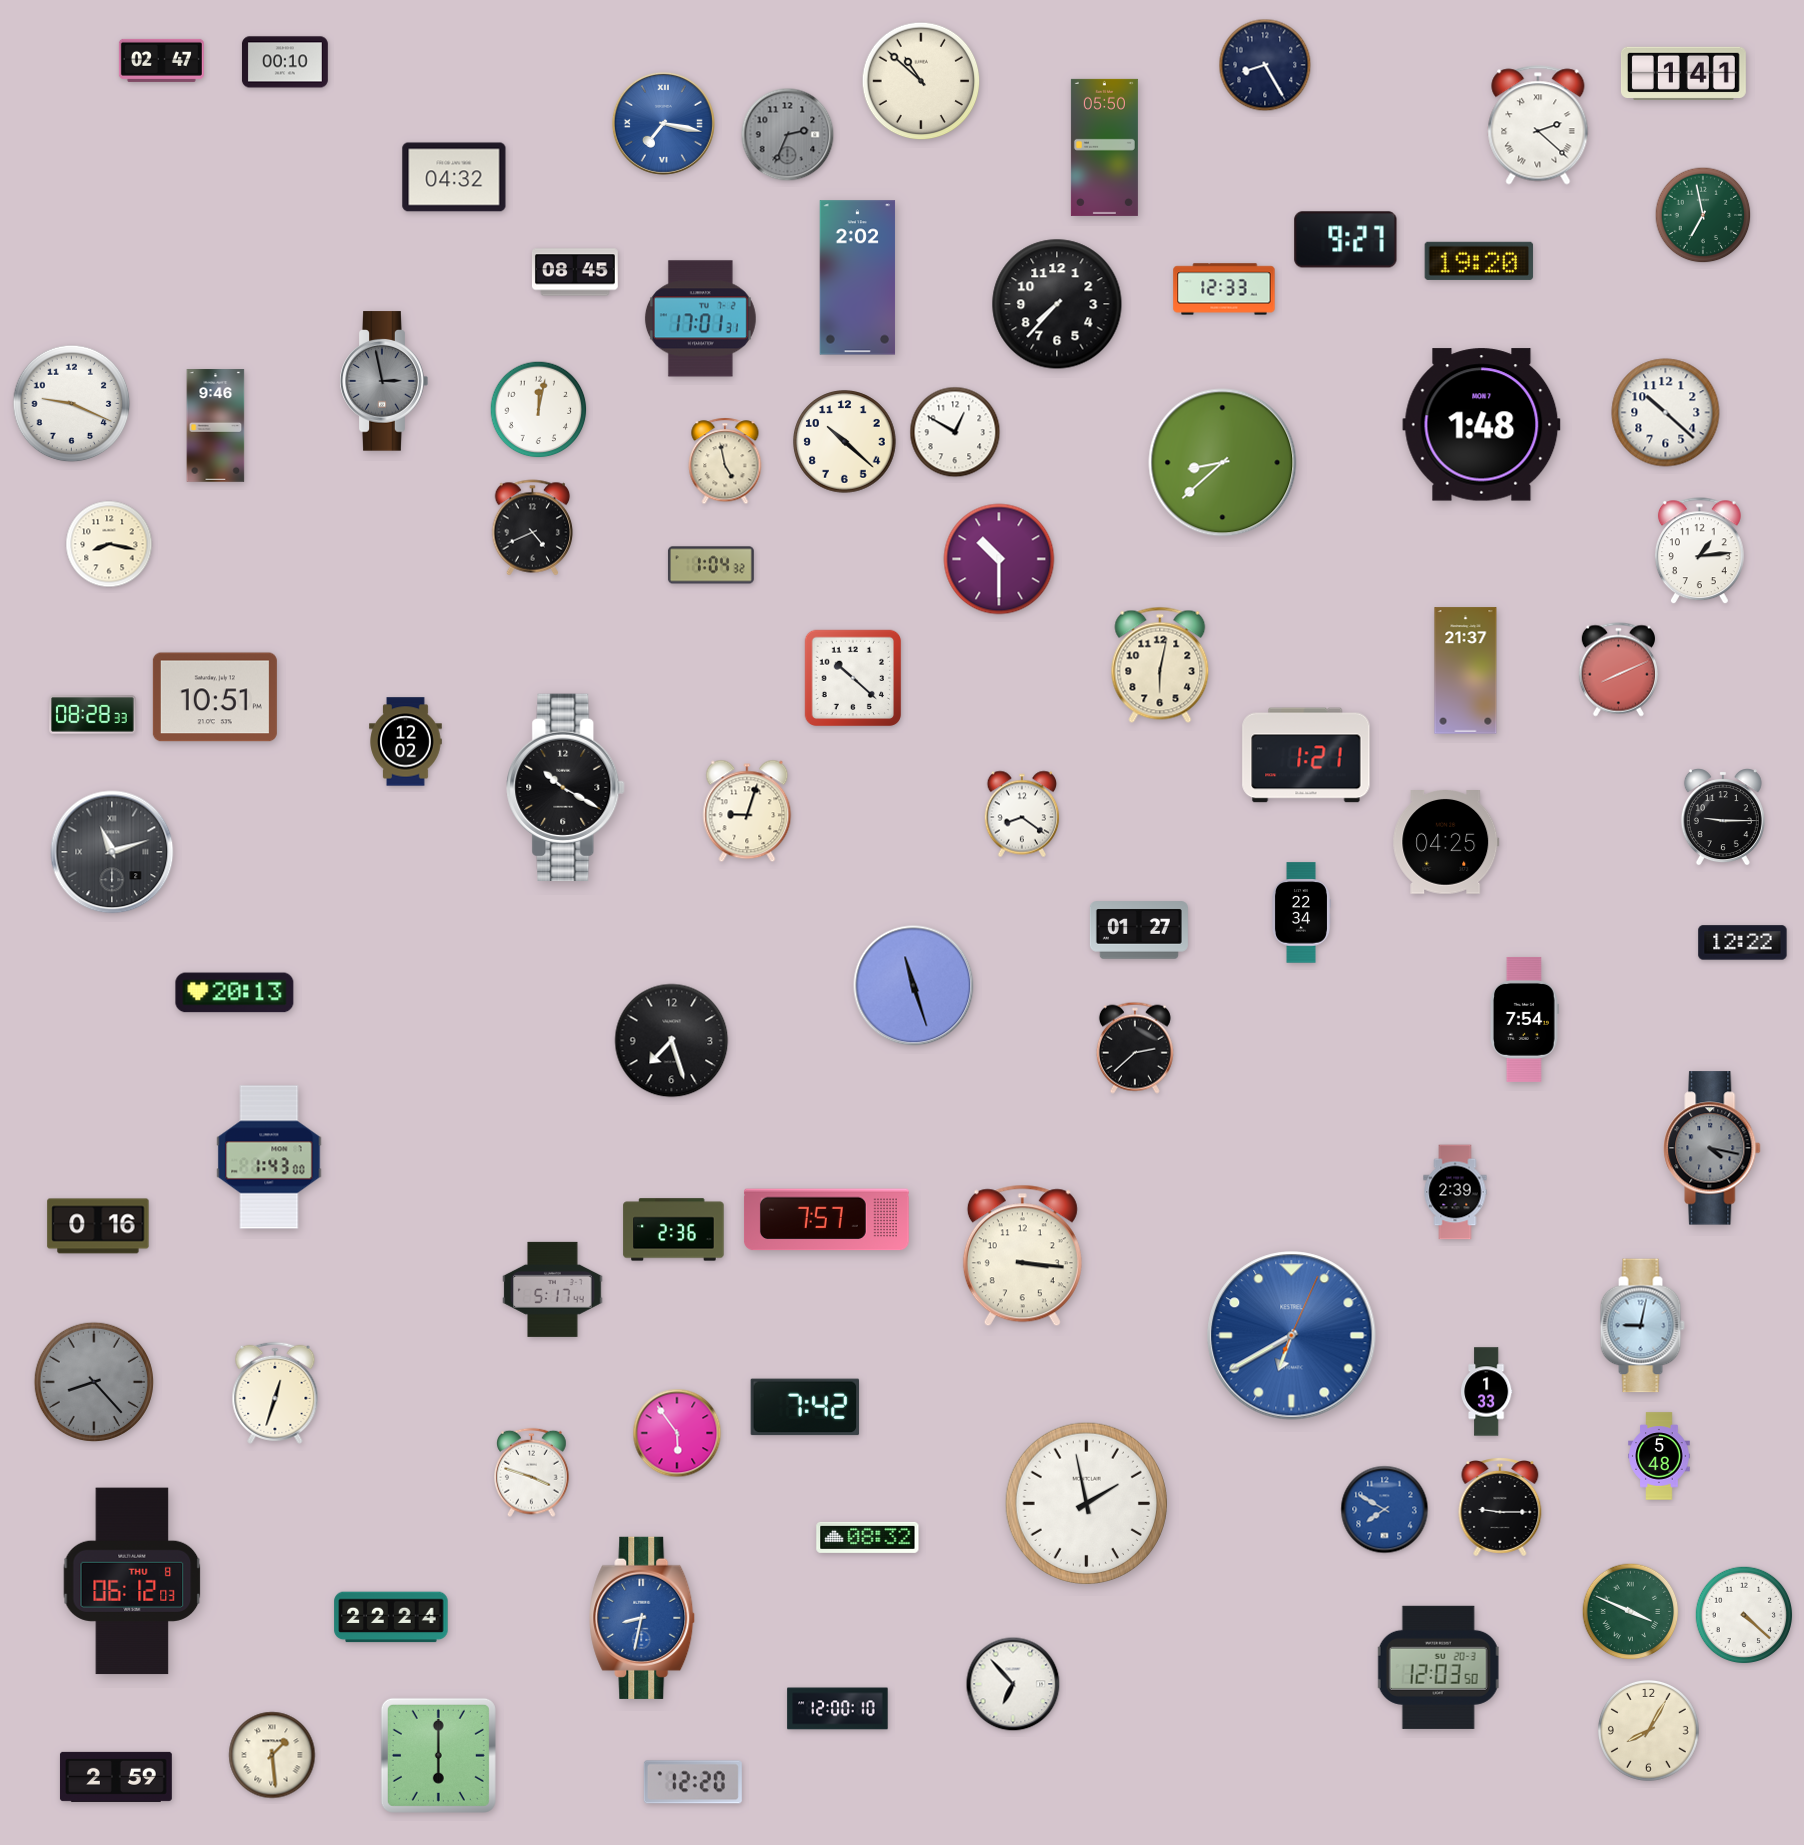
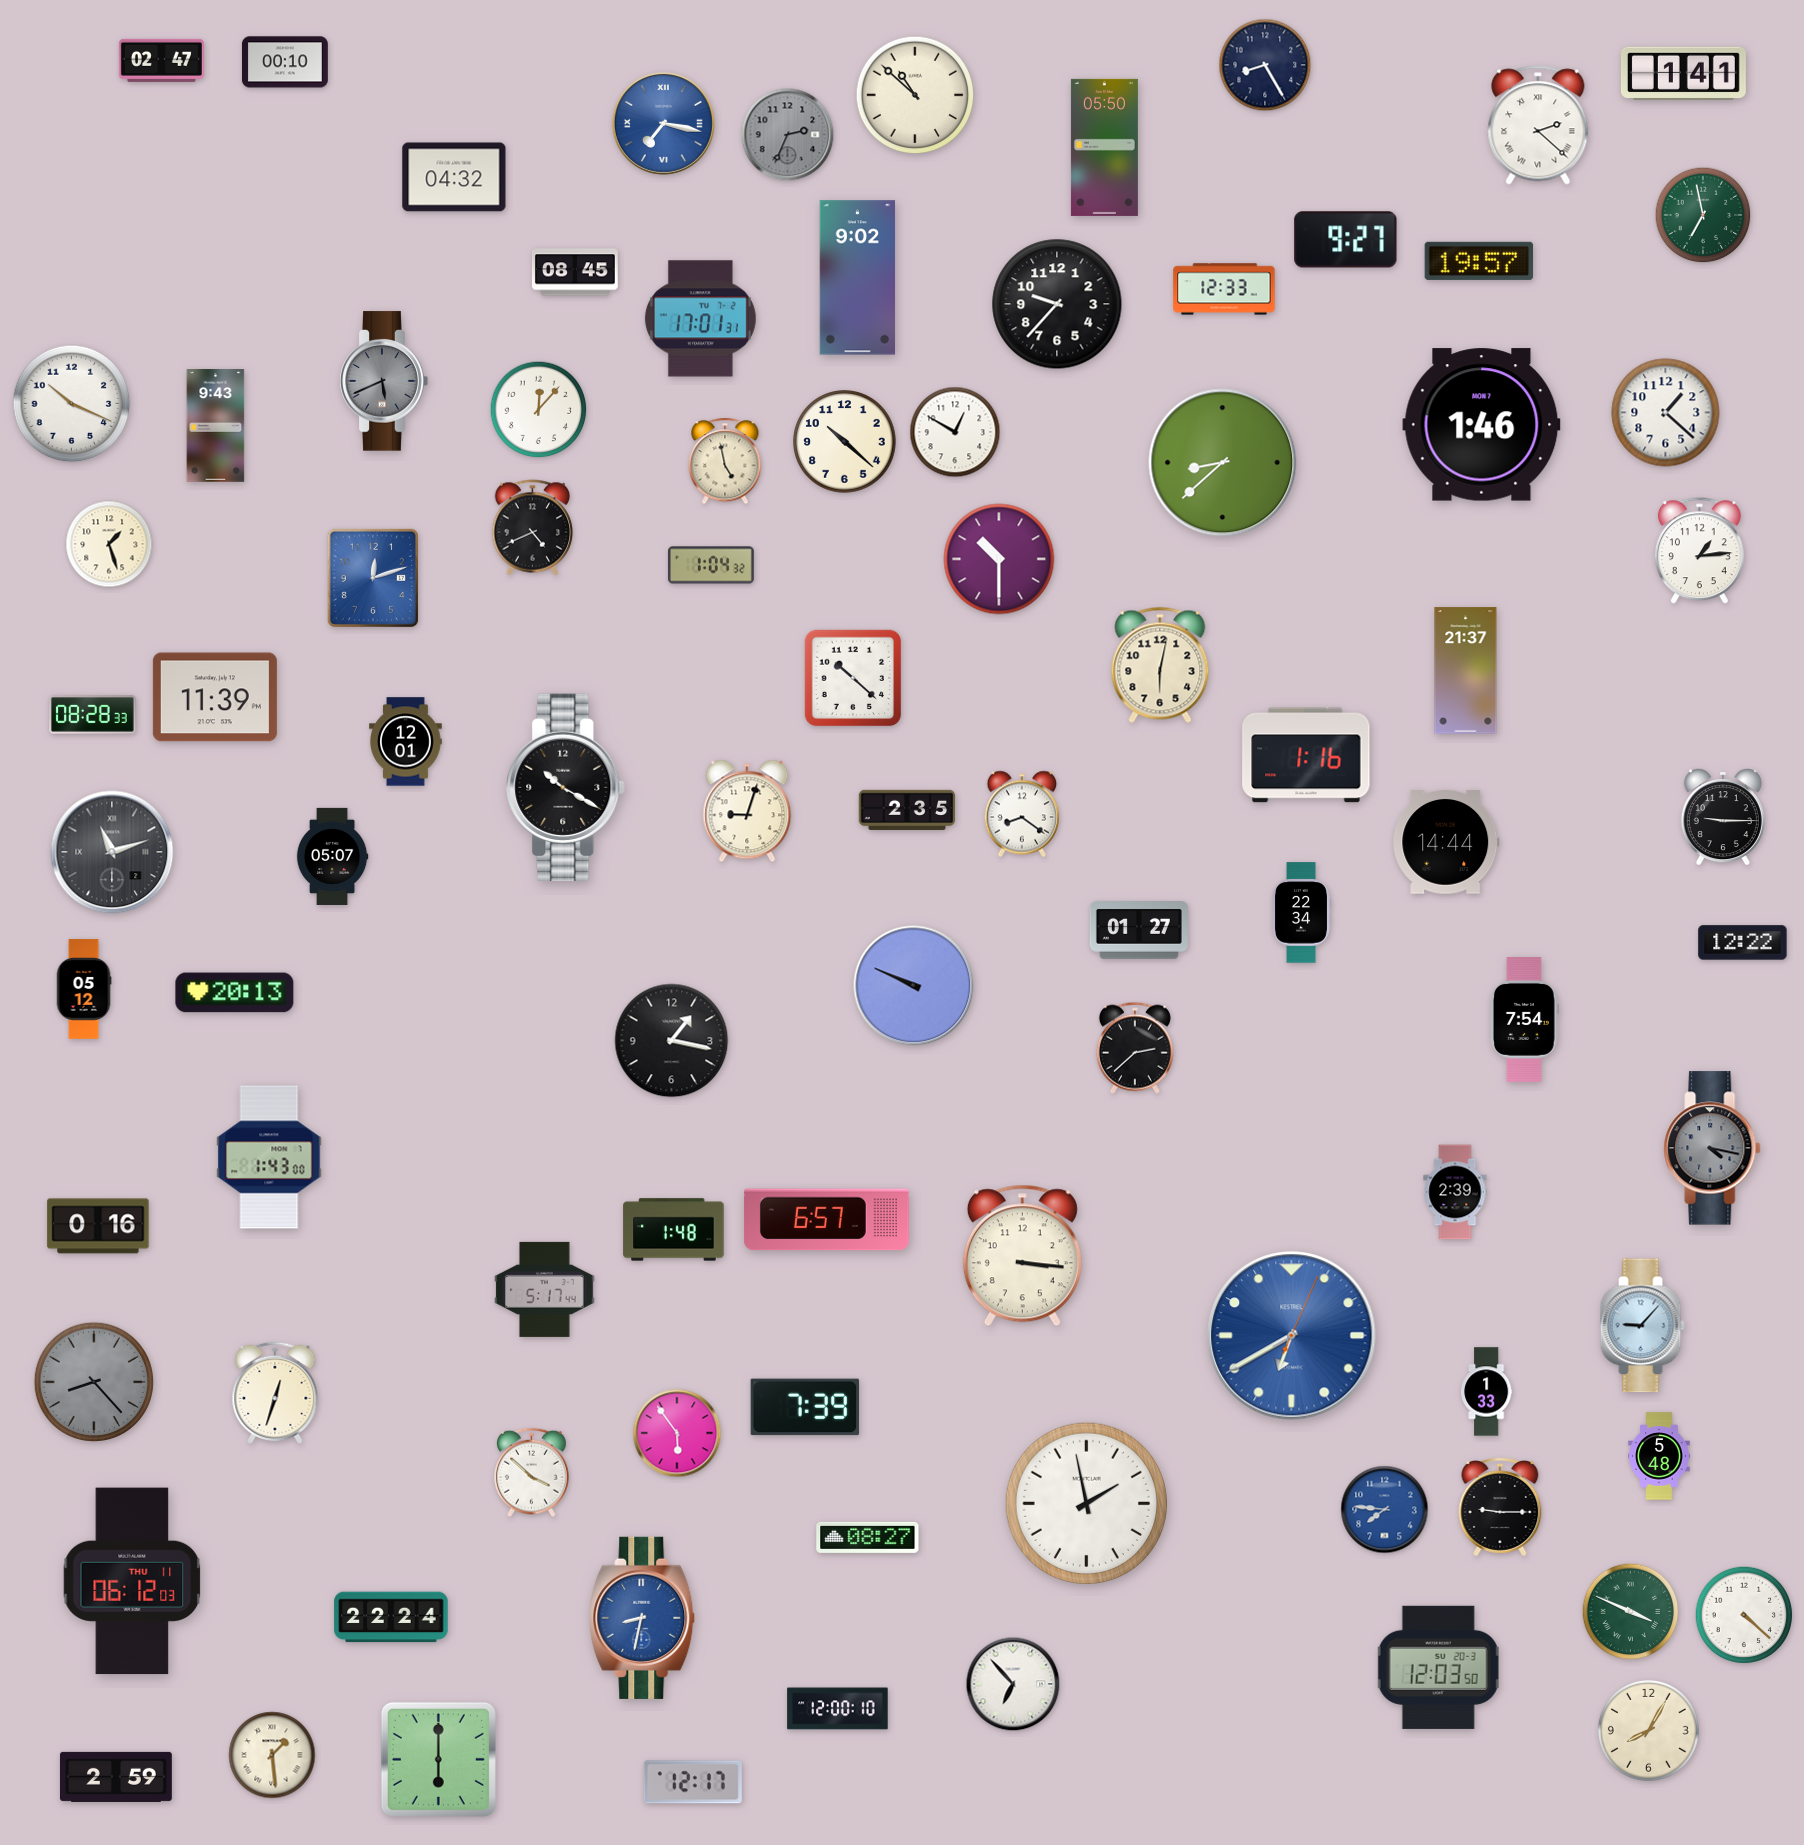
clock at (921, 81) position: (921, 81) -> (915, 95)
clock at (1479, 261): 19:20 -> 19:57
clock at (858, 278): 2:02 -> 9:02
clock at (1057, 304): 7:37 -> 9:37
clock at (384, 381): 2:58 -> 5:41
clock at (72, 404): 9:19 -> 10:19
clock at (539, 410): 12:02 -> 12:07
clock at (1666, 413): 10:22 -> 1:22
clock at (1482, 425): 1:48 -> 1:46
clock at (216, 426): 9:46 -> 9:43
clock at (109, 544): 8:17 -> 1:27
clock at (373, 578): none -> 12:12
clock at (1618, 670): 8:11 -> none
clock at (215, 697): 10:51 -> 11:39
clock at (406, 742): 12:02 -> 12:01
clock at (1306, 755): 1:21 -> 1:16
clock at (907, 810): none -> 2:35
clock at (1446, 843): 04:25 -> 14:44
clock at (332, 856): none -> 05:07
clock at (914, 986): 11:27 -> 9:49
clock at (84, 989): none -> 05:12
clock at (672, 1041): 7:27 -> 1:17
clock at (826, 1220): 7:57 -> 6:57
clock at (674, 1230): 2:36 -> 1:48
clock at (553, 1289) position: (553, 1289) -> (545, 1289)
clock at (1642, 1326): 9:02 -> 9:07
clock at (805, 1407): 7:42 -> 7:39
clock at (532, 1473): 3:48 -> 3:52
clock at (1385, 1510): 7:50 -> 7:46
clock at (868, 1537): 08:32 -> 08:27
clock at (132, 1581) date: THU 8 -> THU 11
clock at (438, 1755) position: (438, 1755) -> (438, 1759)
clock at (693, 1782): 12:20 -> 12:17
